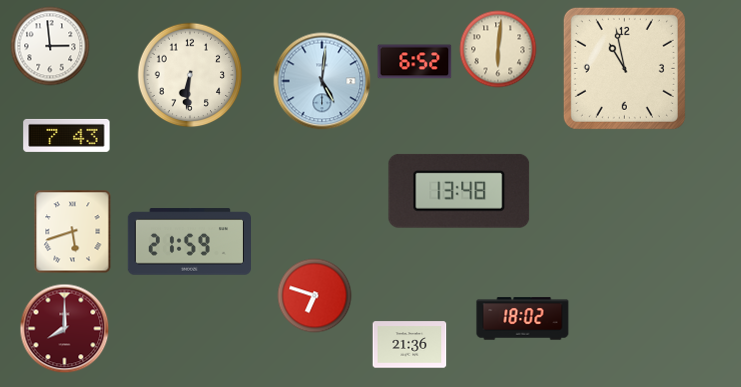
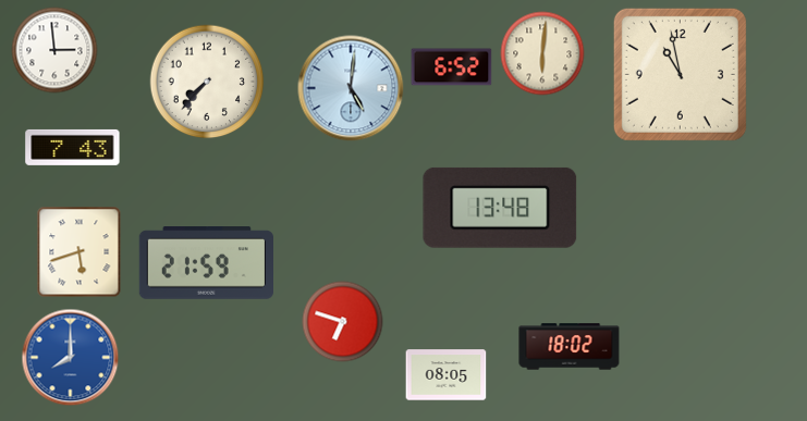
clock at (190, 75): 6:31 -> 7:37
clock at (65, 329) dial: burgundy -> blue
clock at (410, 345): 21:36 -> 08:05
